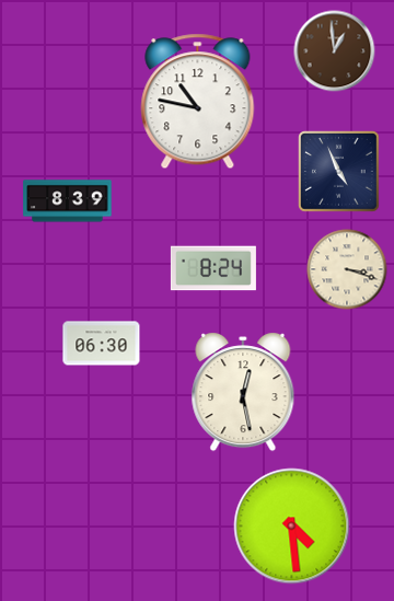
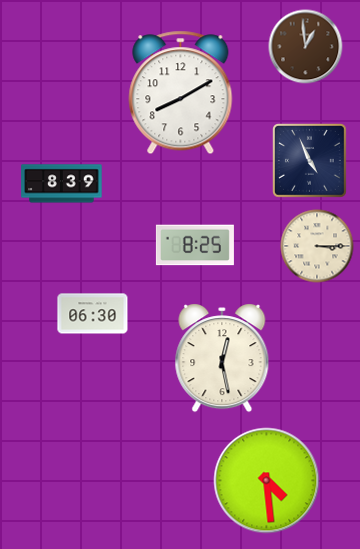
clock at (198, 102): 10:47 -> 8:10
clock at (339, 172) position: (339, 172) -> (310, 161)
clock at (213, 268): 8:24 -> 8:25
clock at (347, 269): 3:18 -> 3:15
